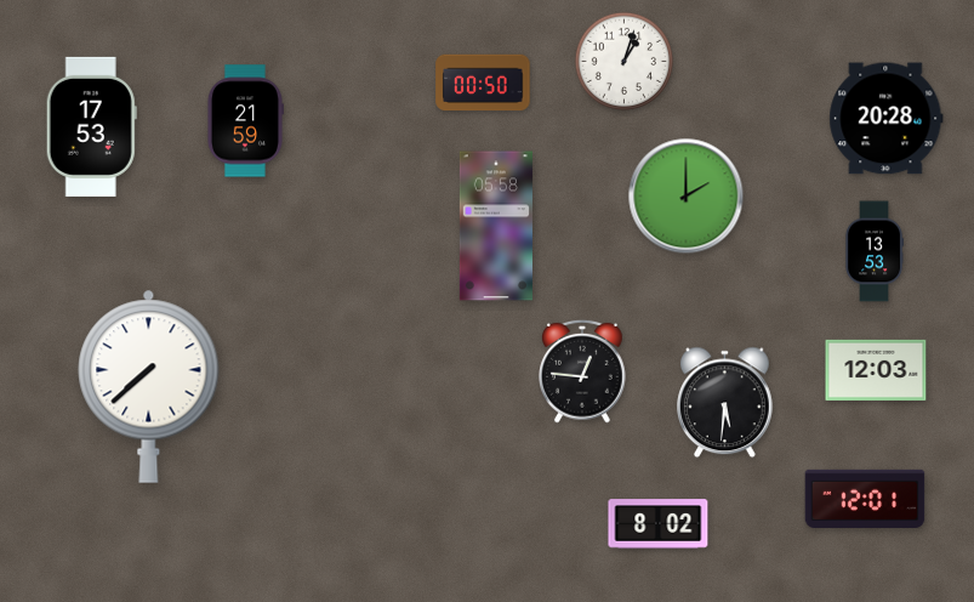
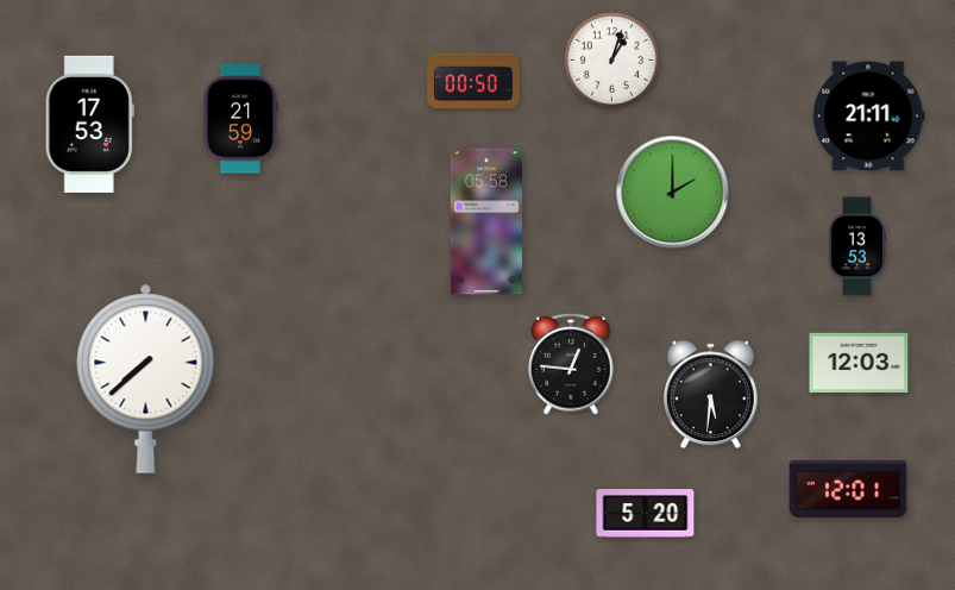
clock at (887, 119): 20:28 -> 21:11
clock at (659, 524): 8:02 -> 5:20
